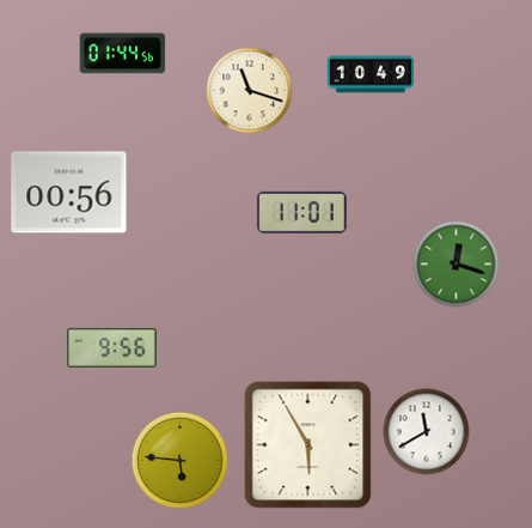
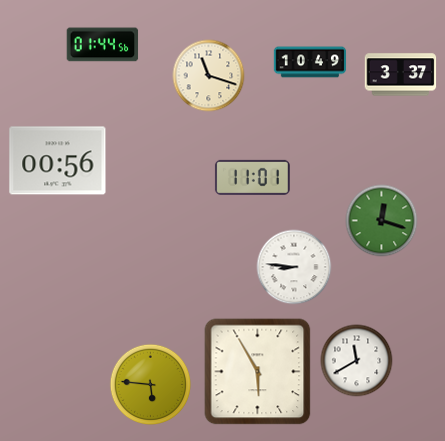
clock at (401, 75): none -> 3:37
clock at (294, 267): none -> 8:46
clock at (111, 347): 9:56 -> none
